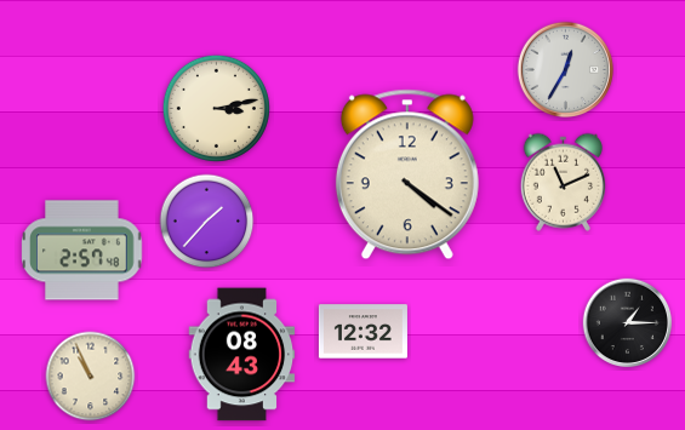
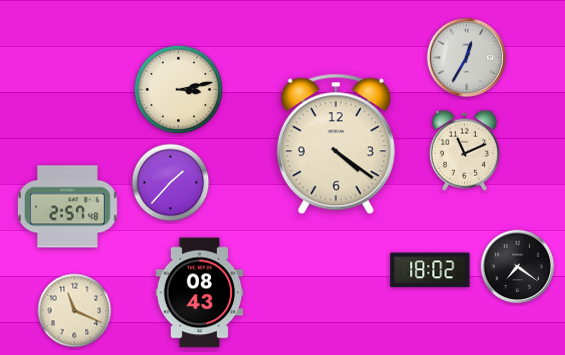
clock at (628, 323): 1:15 -> 7:21
clock at (430, 270): none -> 18:02
clock at (363, 332): 12:32 -> none
clock at (91, 377): 10:56 -> 11:19
